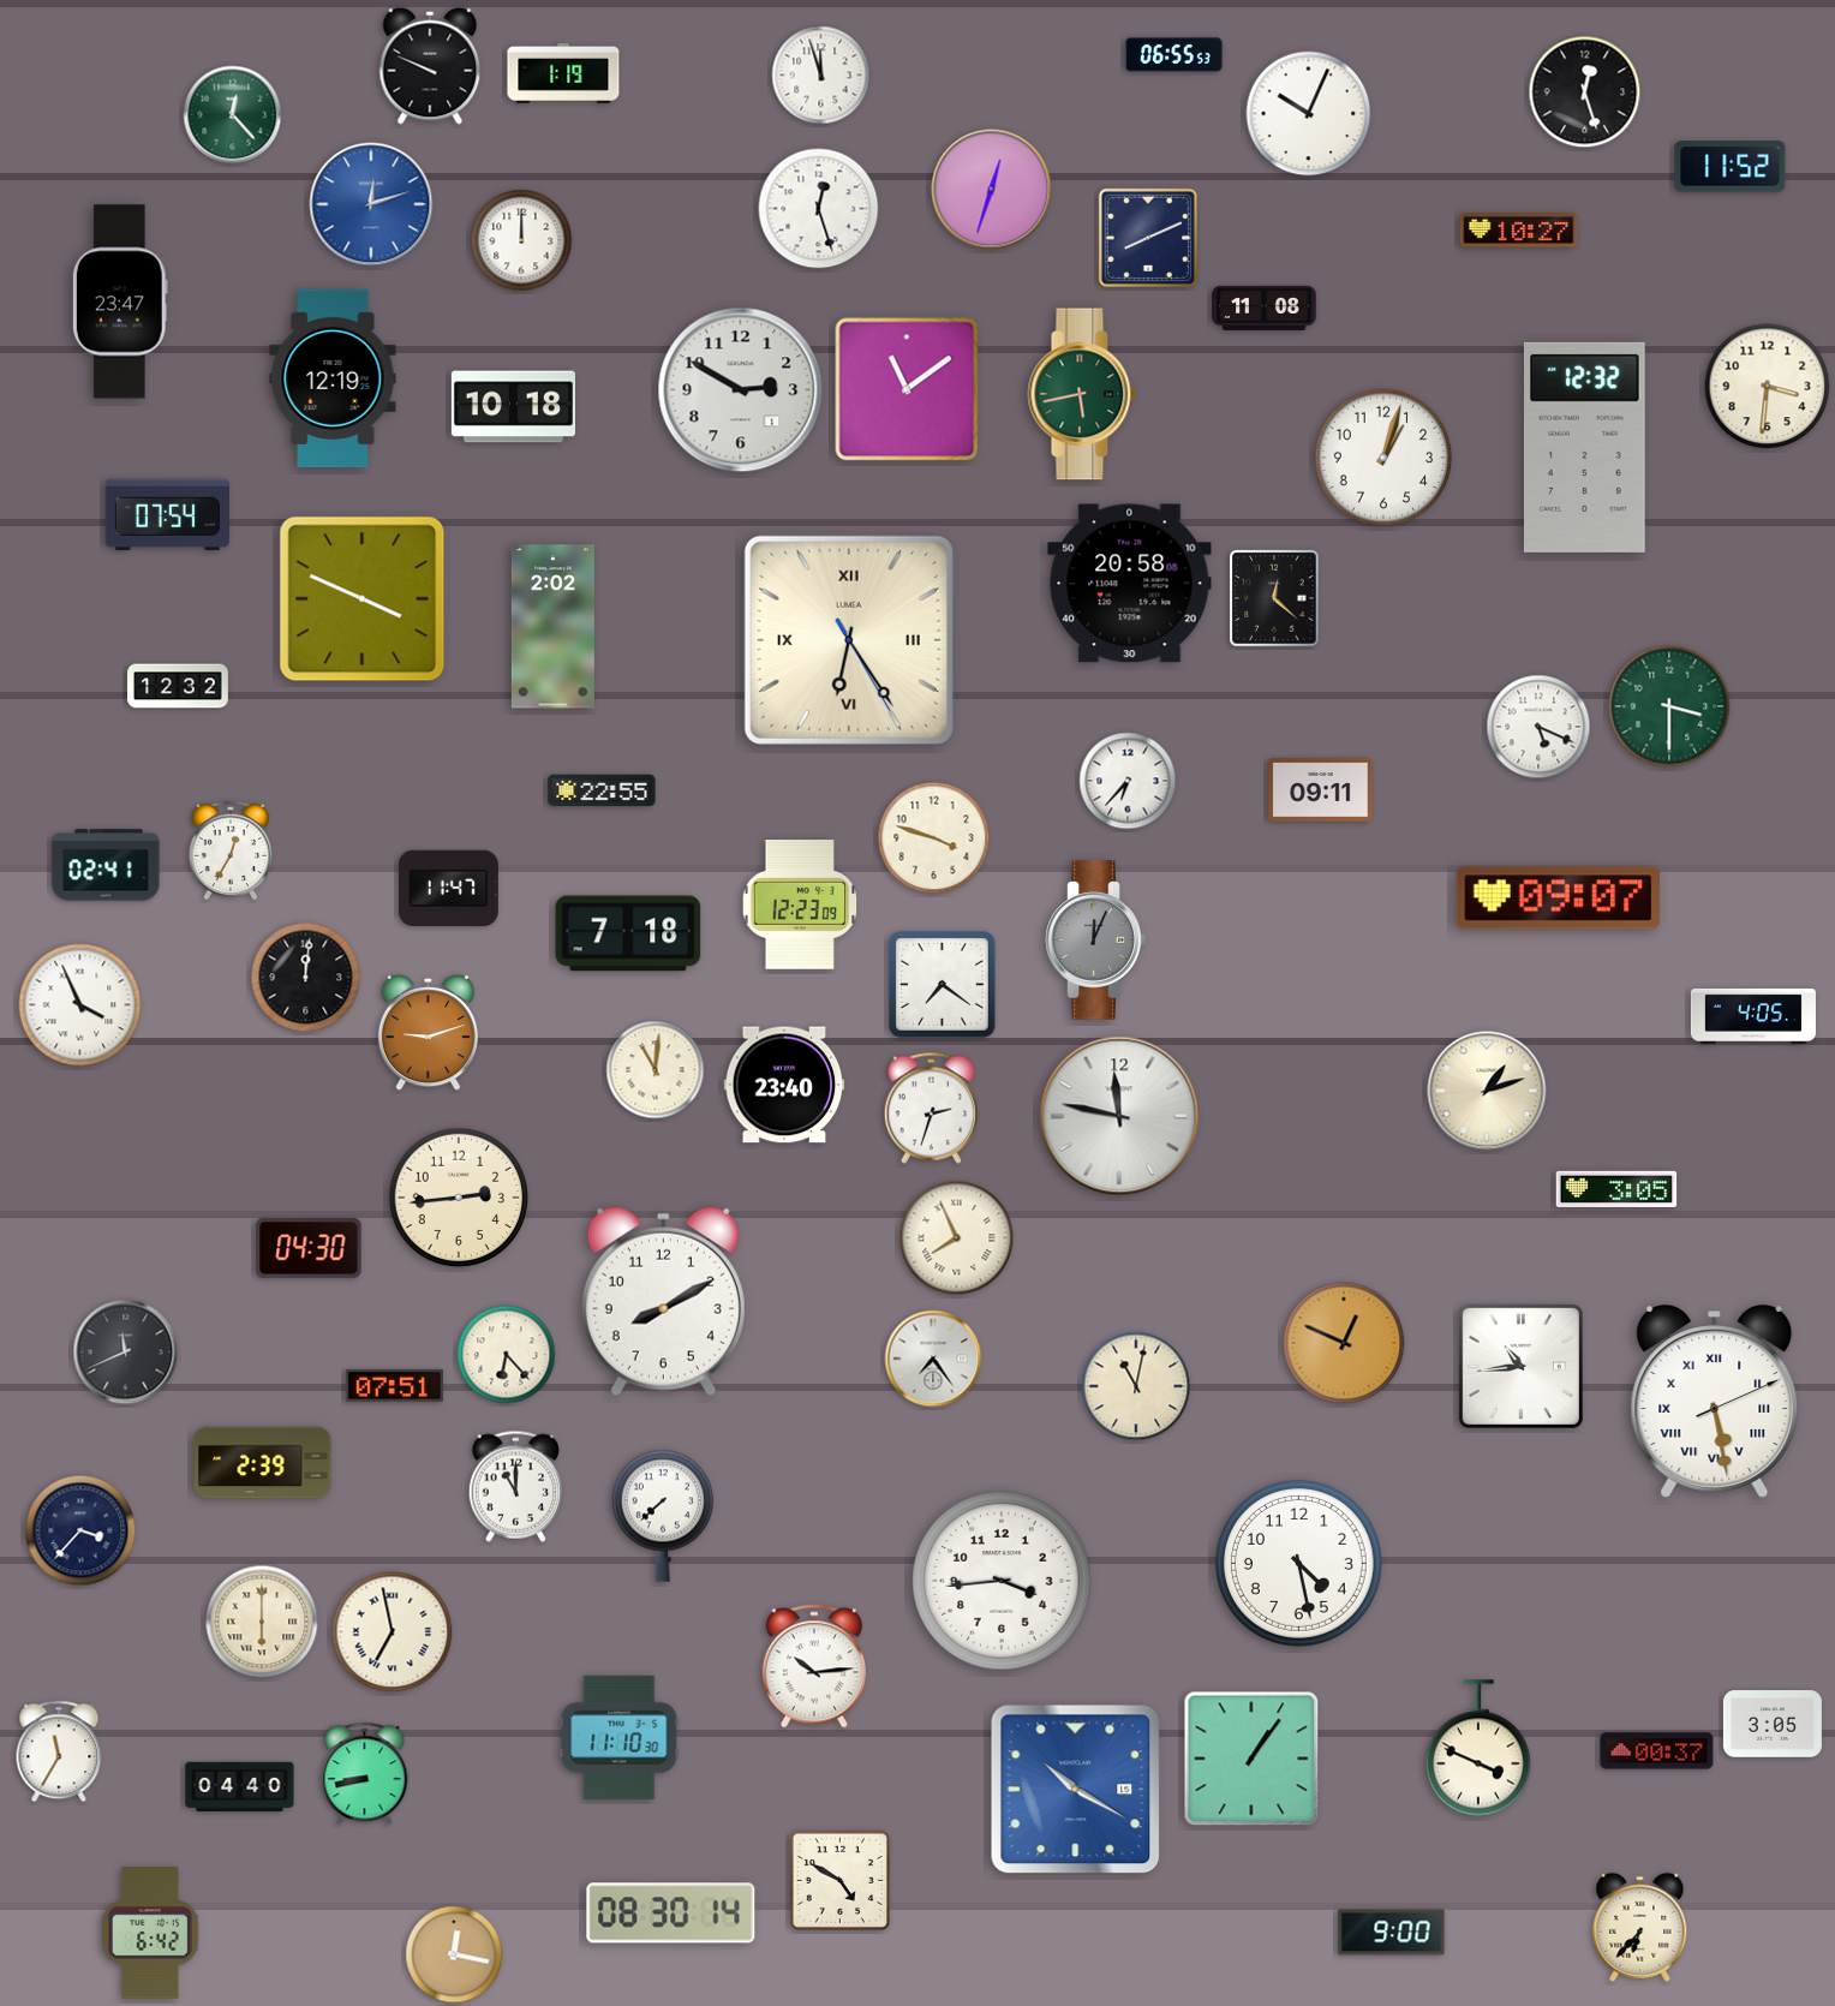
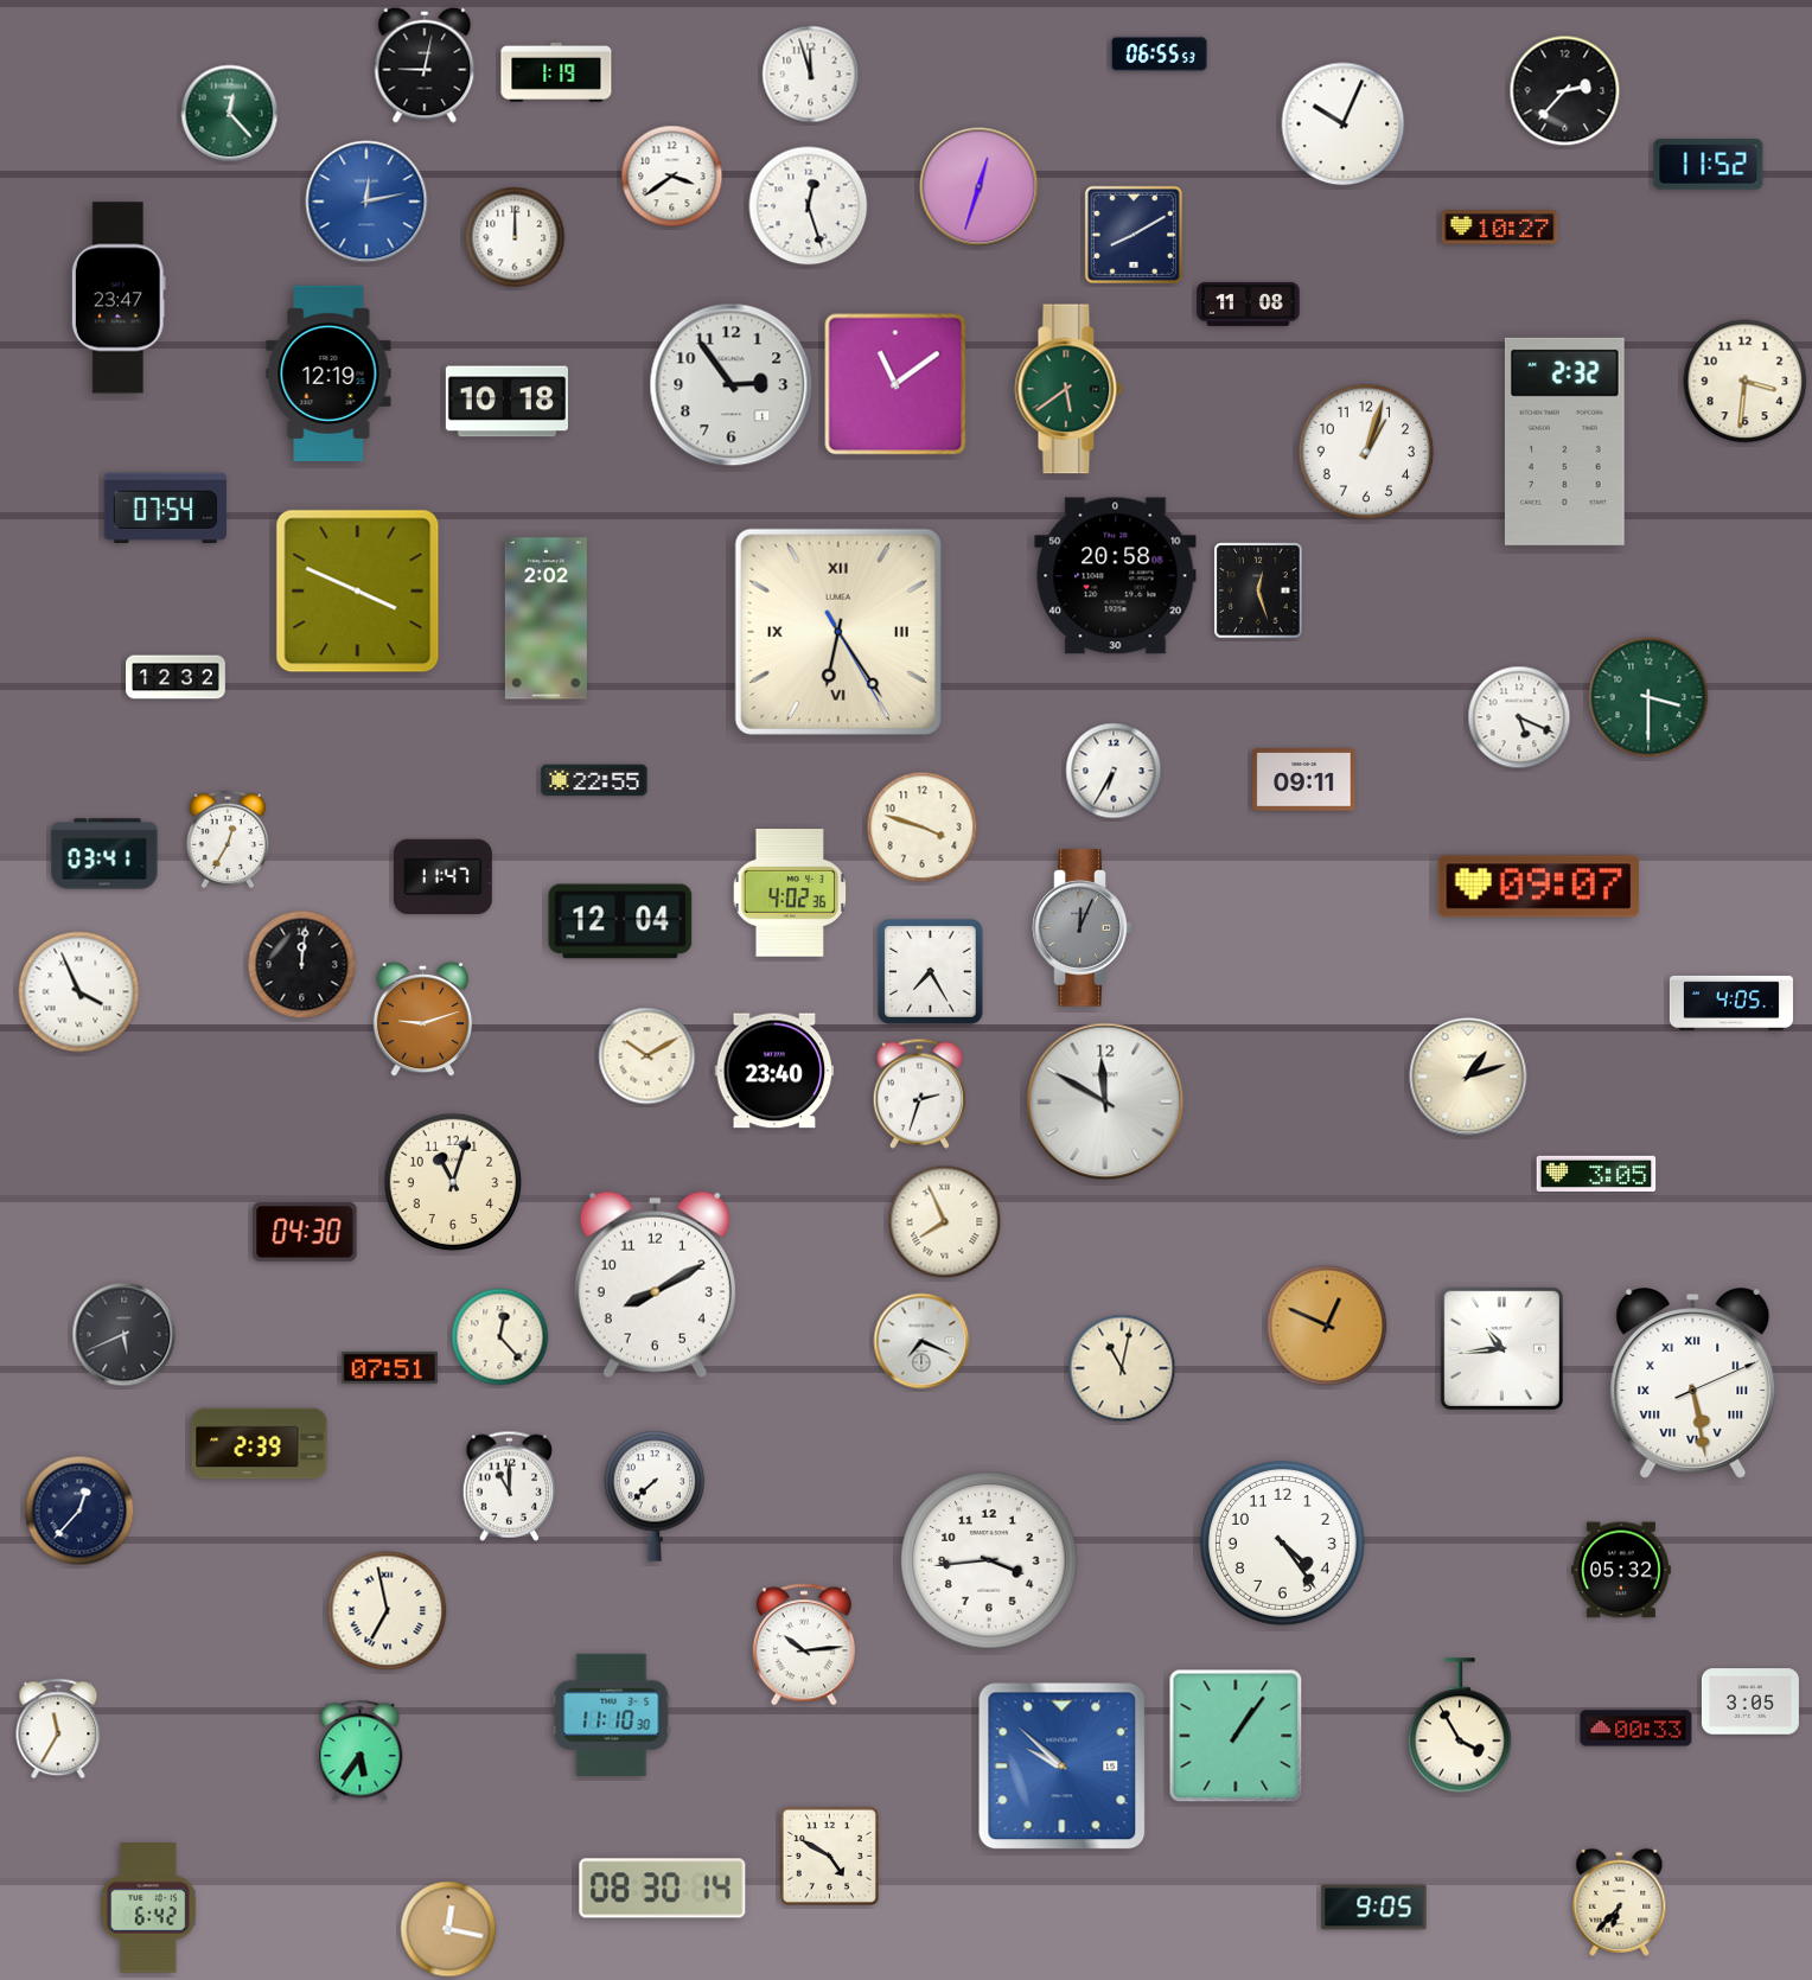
clock at (430, 66): 9:49 -> 9:02
clock at (1585, 92): 12:27 -> 2:37
clock at (1309, 114) position: (1309, 114) -> (1344, 124)
clock at (672, 177): none -> 3:39
clock at (371, 204): 12:12 -> 12:13
clock at (1148, 238): 8:11 -> 8:10
clock at (741, 390): 2:50 -> 2:54
clock at (1082, 394): 5:43 -> 5:39
clock at (1584, 447): 12:32 -> 2:32
clock at (1274, 598): 12:22 -> 12:27
clock at (1128, 781): 6:37 -> 6:35
clock at (106, 865): 02:41 -> 03:41
clock at (800, 906): 12:23 -> 4:02
clock at (628, 933): 7:18 -> 12:04
clock at (943, 985): 7:21 -> 7:25
clock at (656, 1070): 11:01 -> 10:10
clock at (1119, 1116): 11:47 -> 11:50
clock at (459, 1198): 2:44 -> 11:03
clock at (126, 1353): 11:41 -> 5:41
clock at (507, 1355): 6:23 -> 12:23
clock at (933, 1359): 7:24 -> 7:19
clock at (515, 1486) position: (515, 1486) -> (509, 1486)
clock at (80, 1530): 3:37 -> 12:37
clock at (1298, 1563): 4:28 -> 4:24
clock at (1622, 1570): none -> 05:32
clock at (262, 1622): 6:00 -> none
clock at (1477, 1748): 3:49 -> 3:55
clock at (1657, 1751): 00:37 -> 00:33
clock at (365, 1774): 8:43 -> 5:36
clock at (240, 1786): 04:40 -> none
clock at (1076, 1790): 10:20 -> 9:52
clock at (1392, 1933): 9:00 -> 9:05
